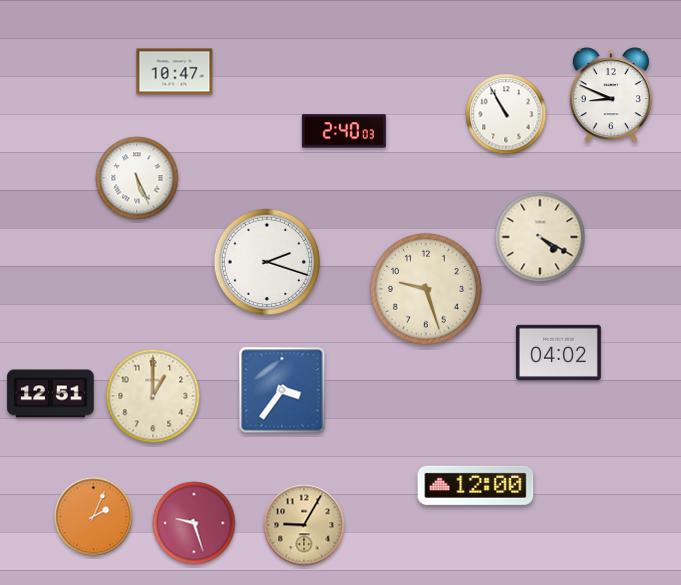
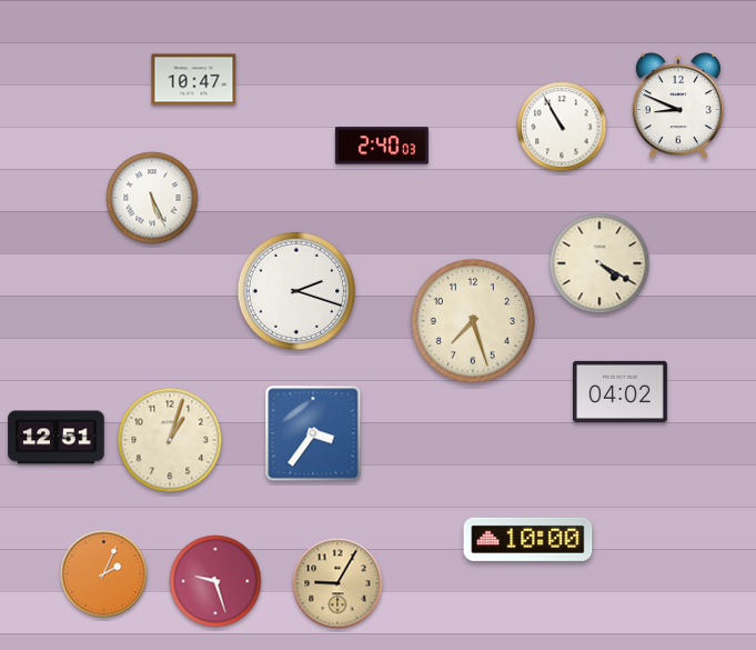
clock at (426, 289): 9:27 -> 7:27
clock at (153, 396): 1:00 -> 1:03
clock at (476, 485): 12:00 -> 10:00
